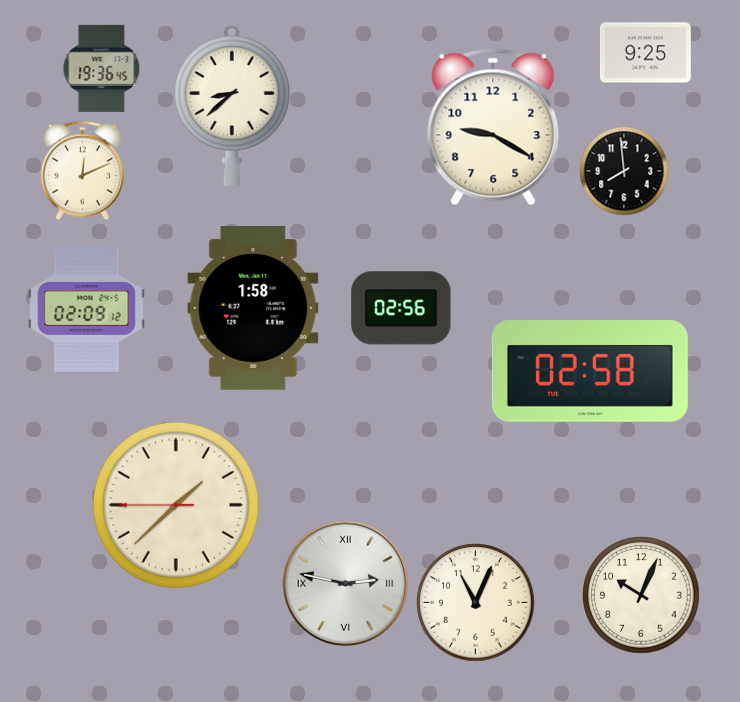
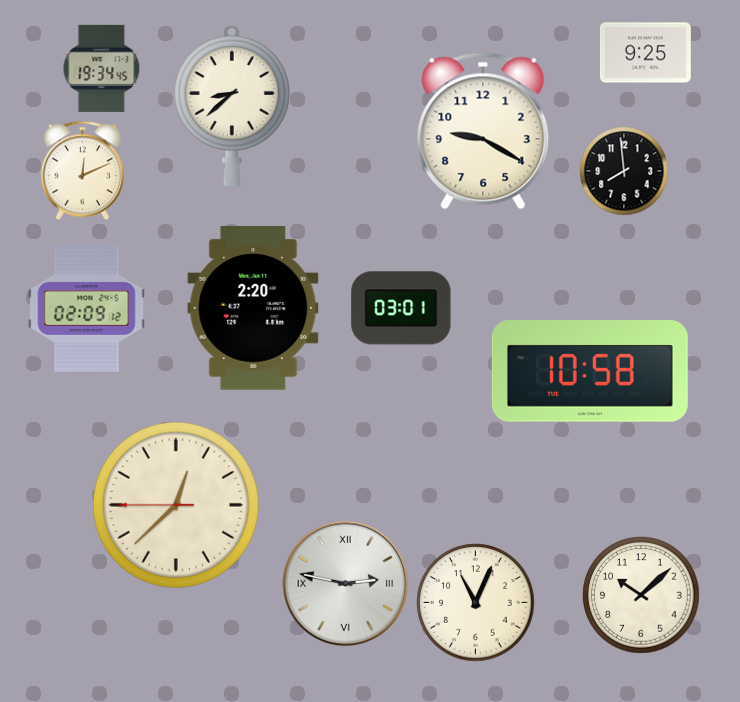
clock at (102, 68): 19:36 -> 19:34
clock at (493, 127) position: (493, 127) -> (483, 131)
clock at (401, 308): 02:56 -> 03:01
clock at (253, 309): 1:58 -> 2:20
clock at (590, 371): 02:58 -> 10:58
clock at (176, 505): 1:37 -> 12:37
clock at (641, 595): 10:04 -> 10:08
